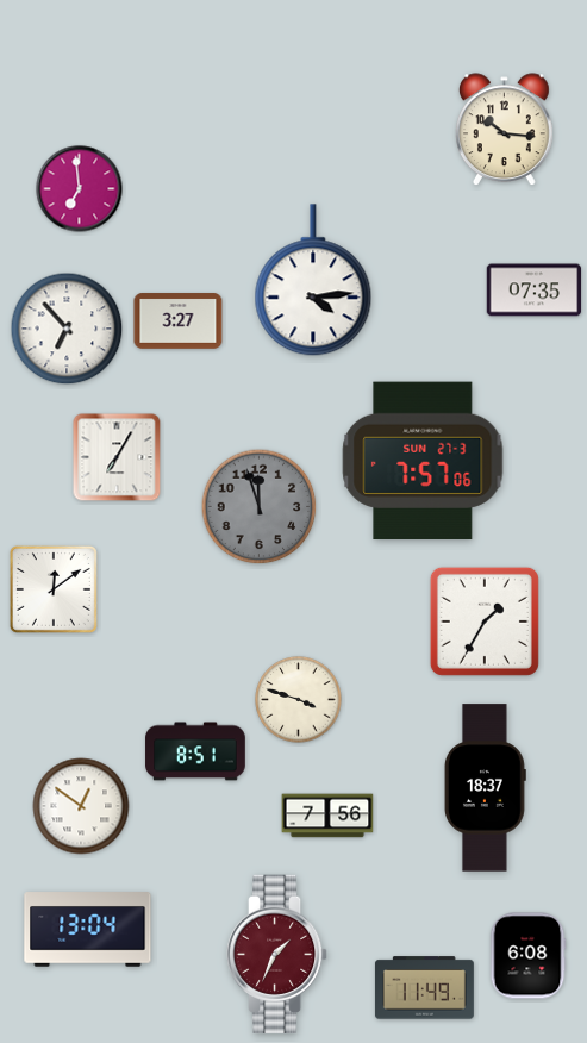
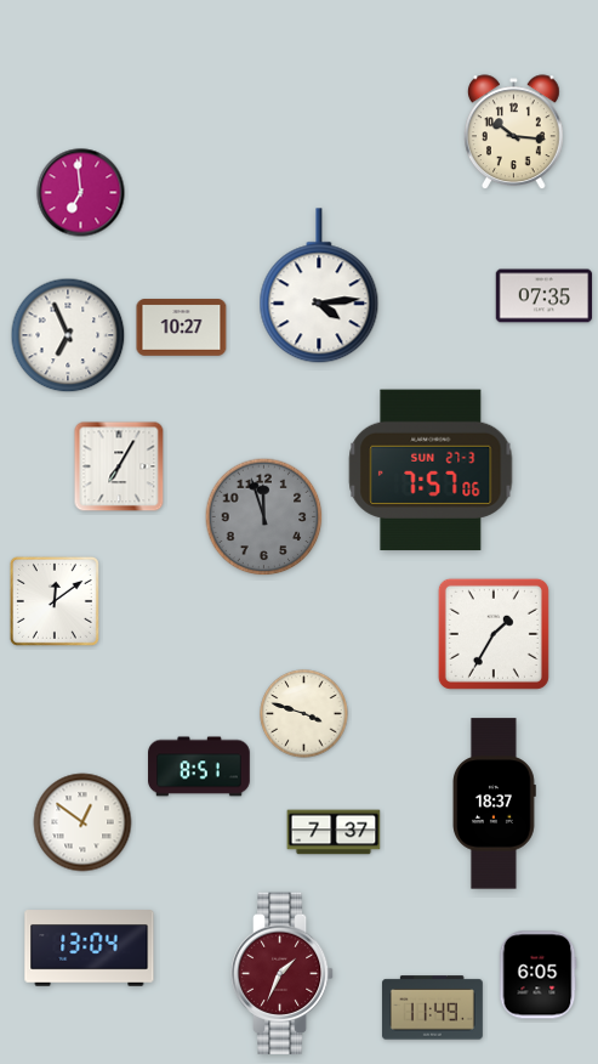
clock at (179, 321): 3:27 -> 10:27
clock at (67, 329): 6:53 -> 6:56
clock at (327, 816): 7:56 -> 7:37
clock at (527, 956): 6:08 -> 6:05
